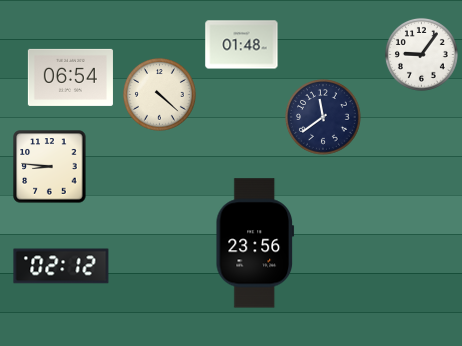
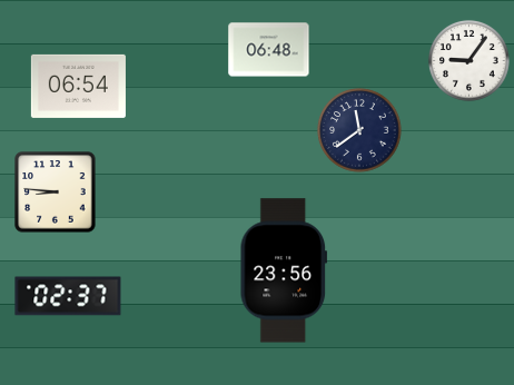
clock at (242, 45): 01:48 -> 06:48
clock at (159, 94): 4:22 -> none
clock at (50, 167) position: (50, 167) -> (56, 192)
clock at (61, 266): 02:12 -> 02:37
